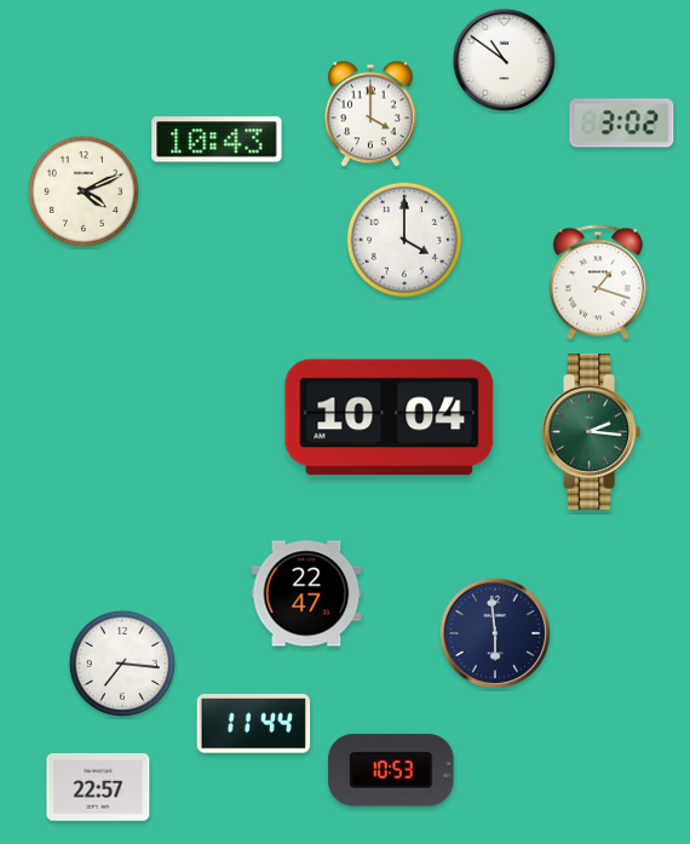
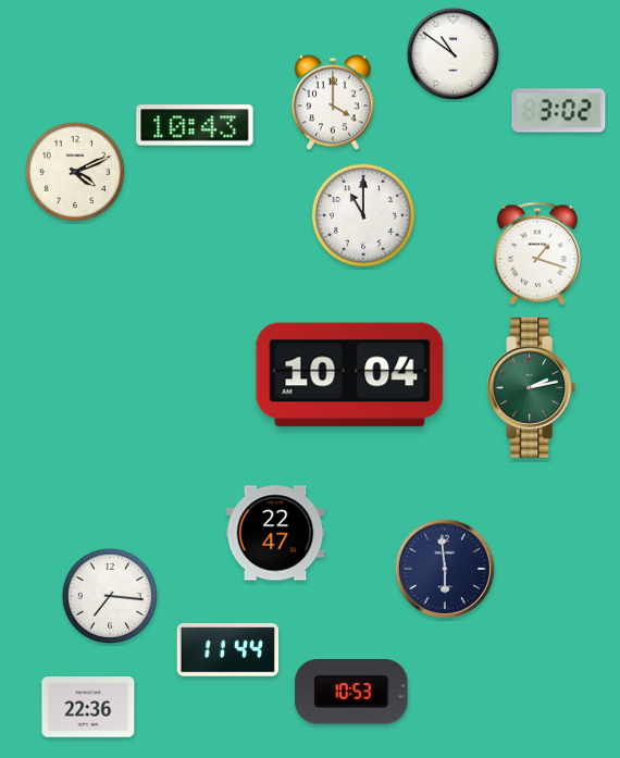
clock at (404, 240): 4:00 -> 11:00
clock at (592, 432): 2:16 -> 2:13
clock at (98, 787): 22:57 -> 22:36
